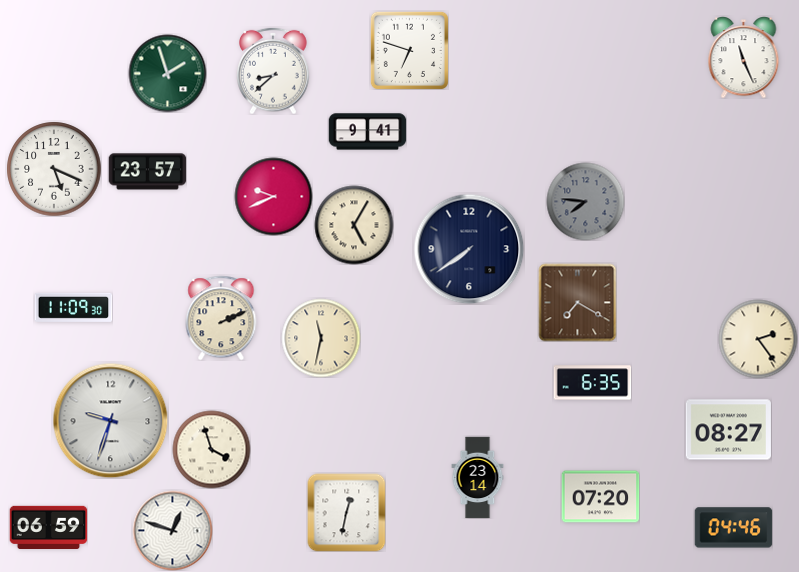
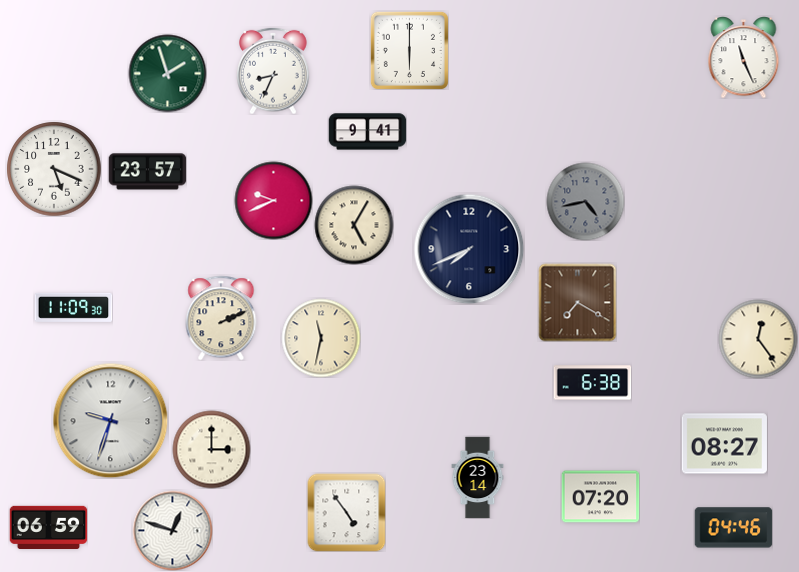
clock at (409, 50): 6:48 -> 6:00
clock at (273, 71): 8:38 -> 8:34
clock at (273, 196) position: (273, 196) -> (273, 200)
clock at (585, 201): 7:46 -> 4:43
clock at (469, 249): 7:39 -> 7:41
clock at (758, 339): 2:24 -> 12:24
clock at (592, 383): 6:35 -> 6:38
clock at (728, 430) position: (728, 430) -> (724, 444)
clock at (211, 449): 3:57 -> 3:00
clock at (346, 512): 12:32 -> 4:54
